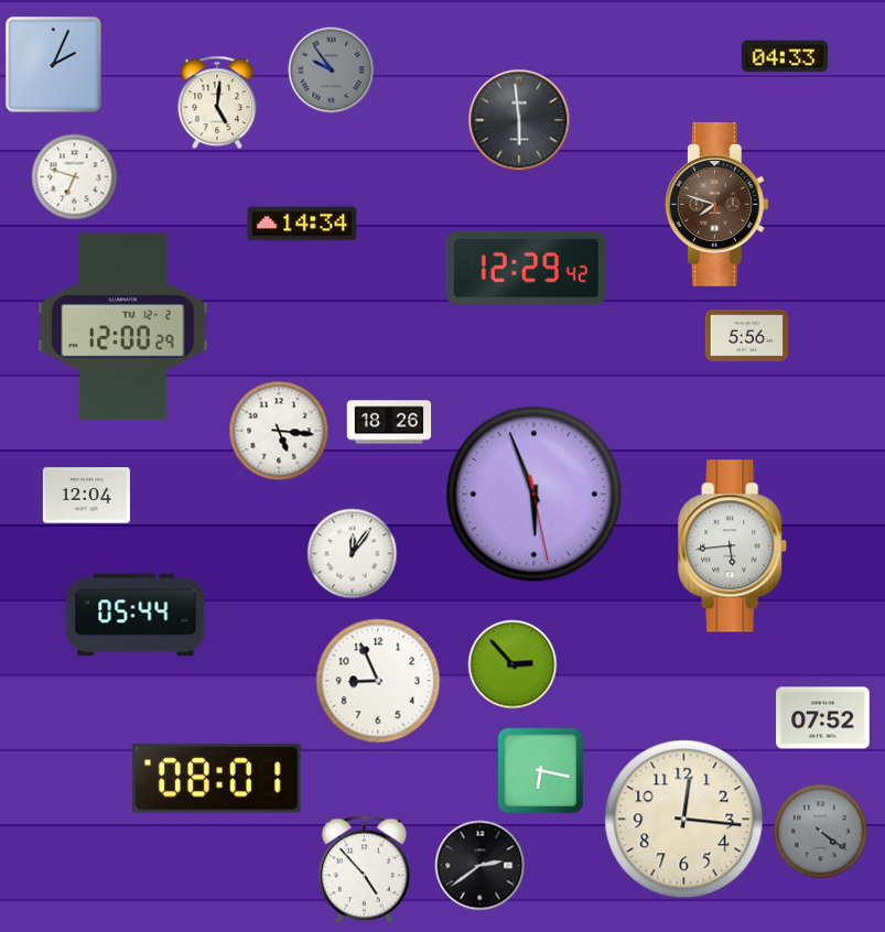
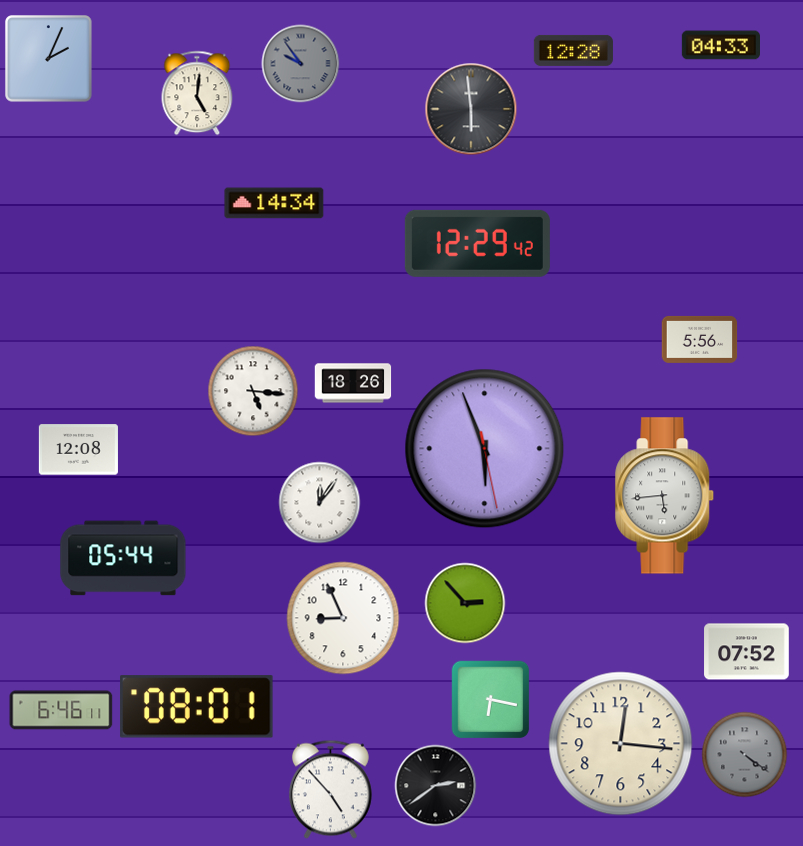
clock at (573, 50): none -> 12:28
clock at (784, 56) position: (784, 56) -> (720, 45)
clock at (75, 177): 6:48 -> none
clock at (716, 204): 7:48 -> none
clock at (123, 327): 12:00 -> none
clock at (747, 335) position: (747, 335) -> (700, 339)
clock at (86, 496): 12:04 -> 12:08
clock at (61, 710): none -> 6:46
